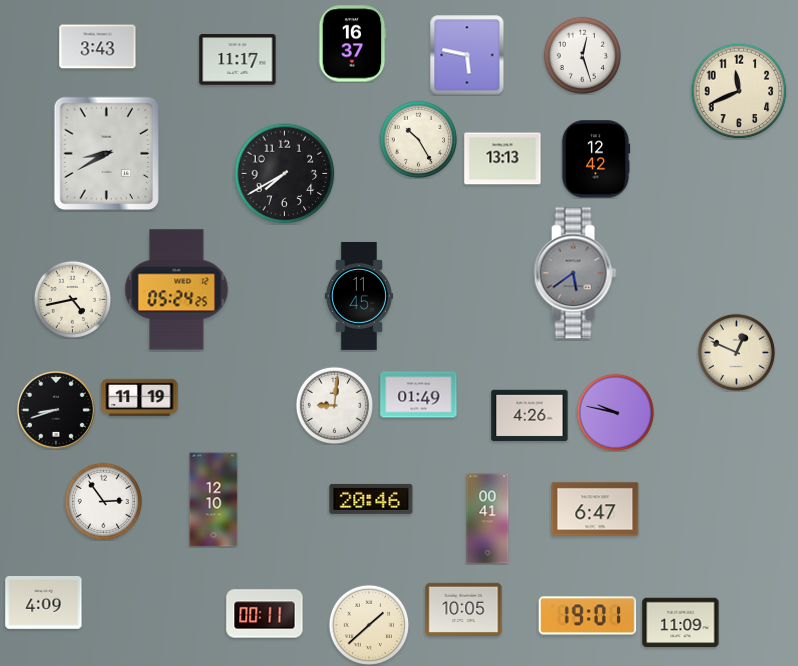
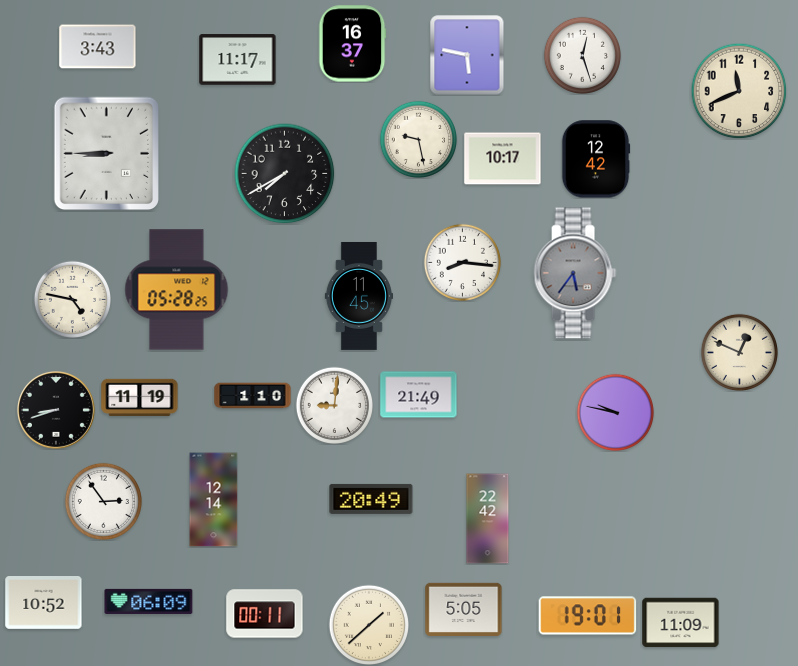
clock at (418, 139): 10:25 -> 9:28
clock at (107, 154): 8:40 -> 8:45
clock at (503, 159): 13:13 -> 10:17
clock at (462, 262): none -> 8:16
clock at (575, 273): 5:39 -> 5:36
clock at (177, 290): 05:24 -> 05:28
clock at (72, 299): 4:43 -> 4:47
clock at (736, 352) position: (736, 352) -> (739, 352)
clock at (419, 395): 01:49 -> 21:49
clock at (253, 396): none -> 1:10
clock at (530, 416): 4:26 -> none
clock at (371, 499): 20:46 -> 20:49
clock at (214, 500): 12:10 -> 12:14
clock at (595, 509): 6:47 -> none
clock at (488, 519): 00:41 -> 22:42
clock at (149, 601): none -> 06:09
clock at (44, 603): 4:09 -> 10:52
clock at (464, 609): 10:05 -> 5:05
